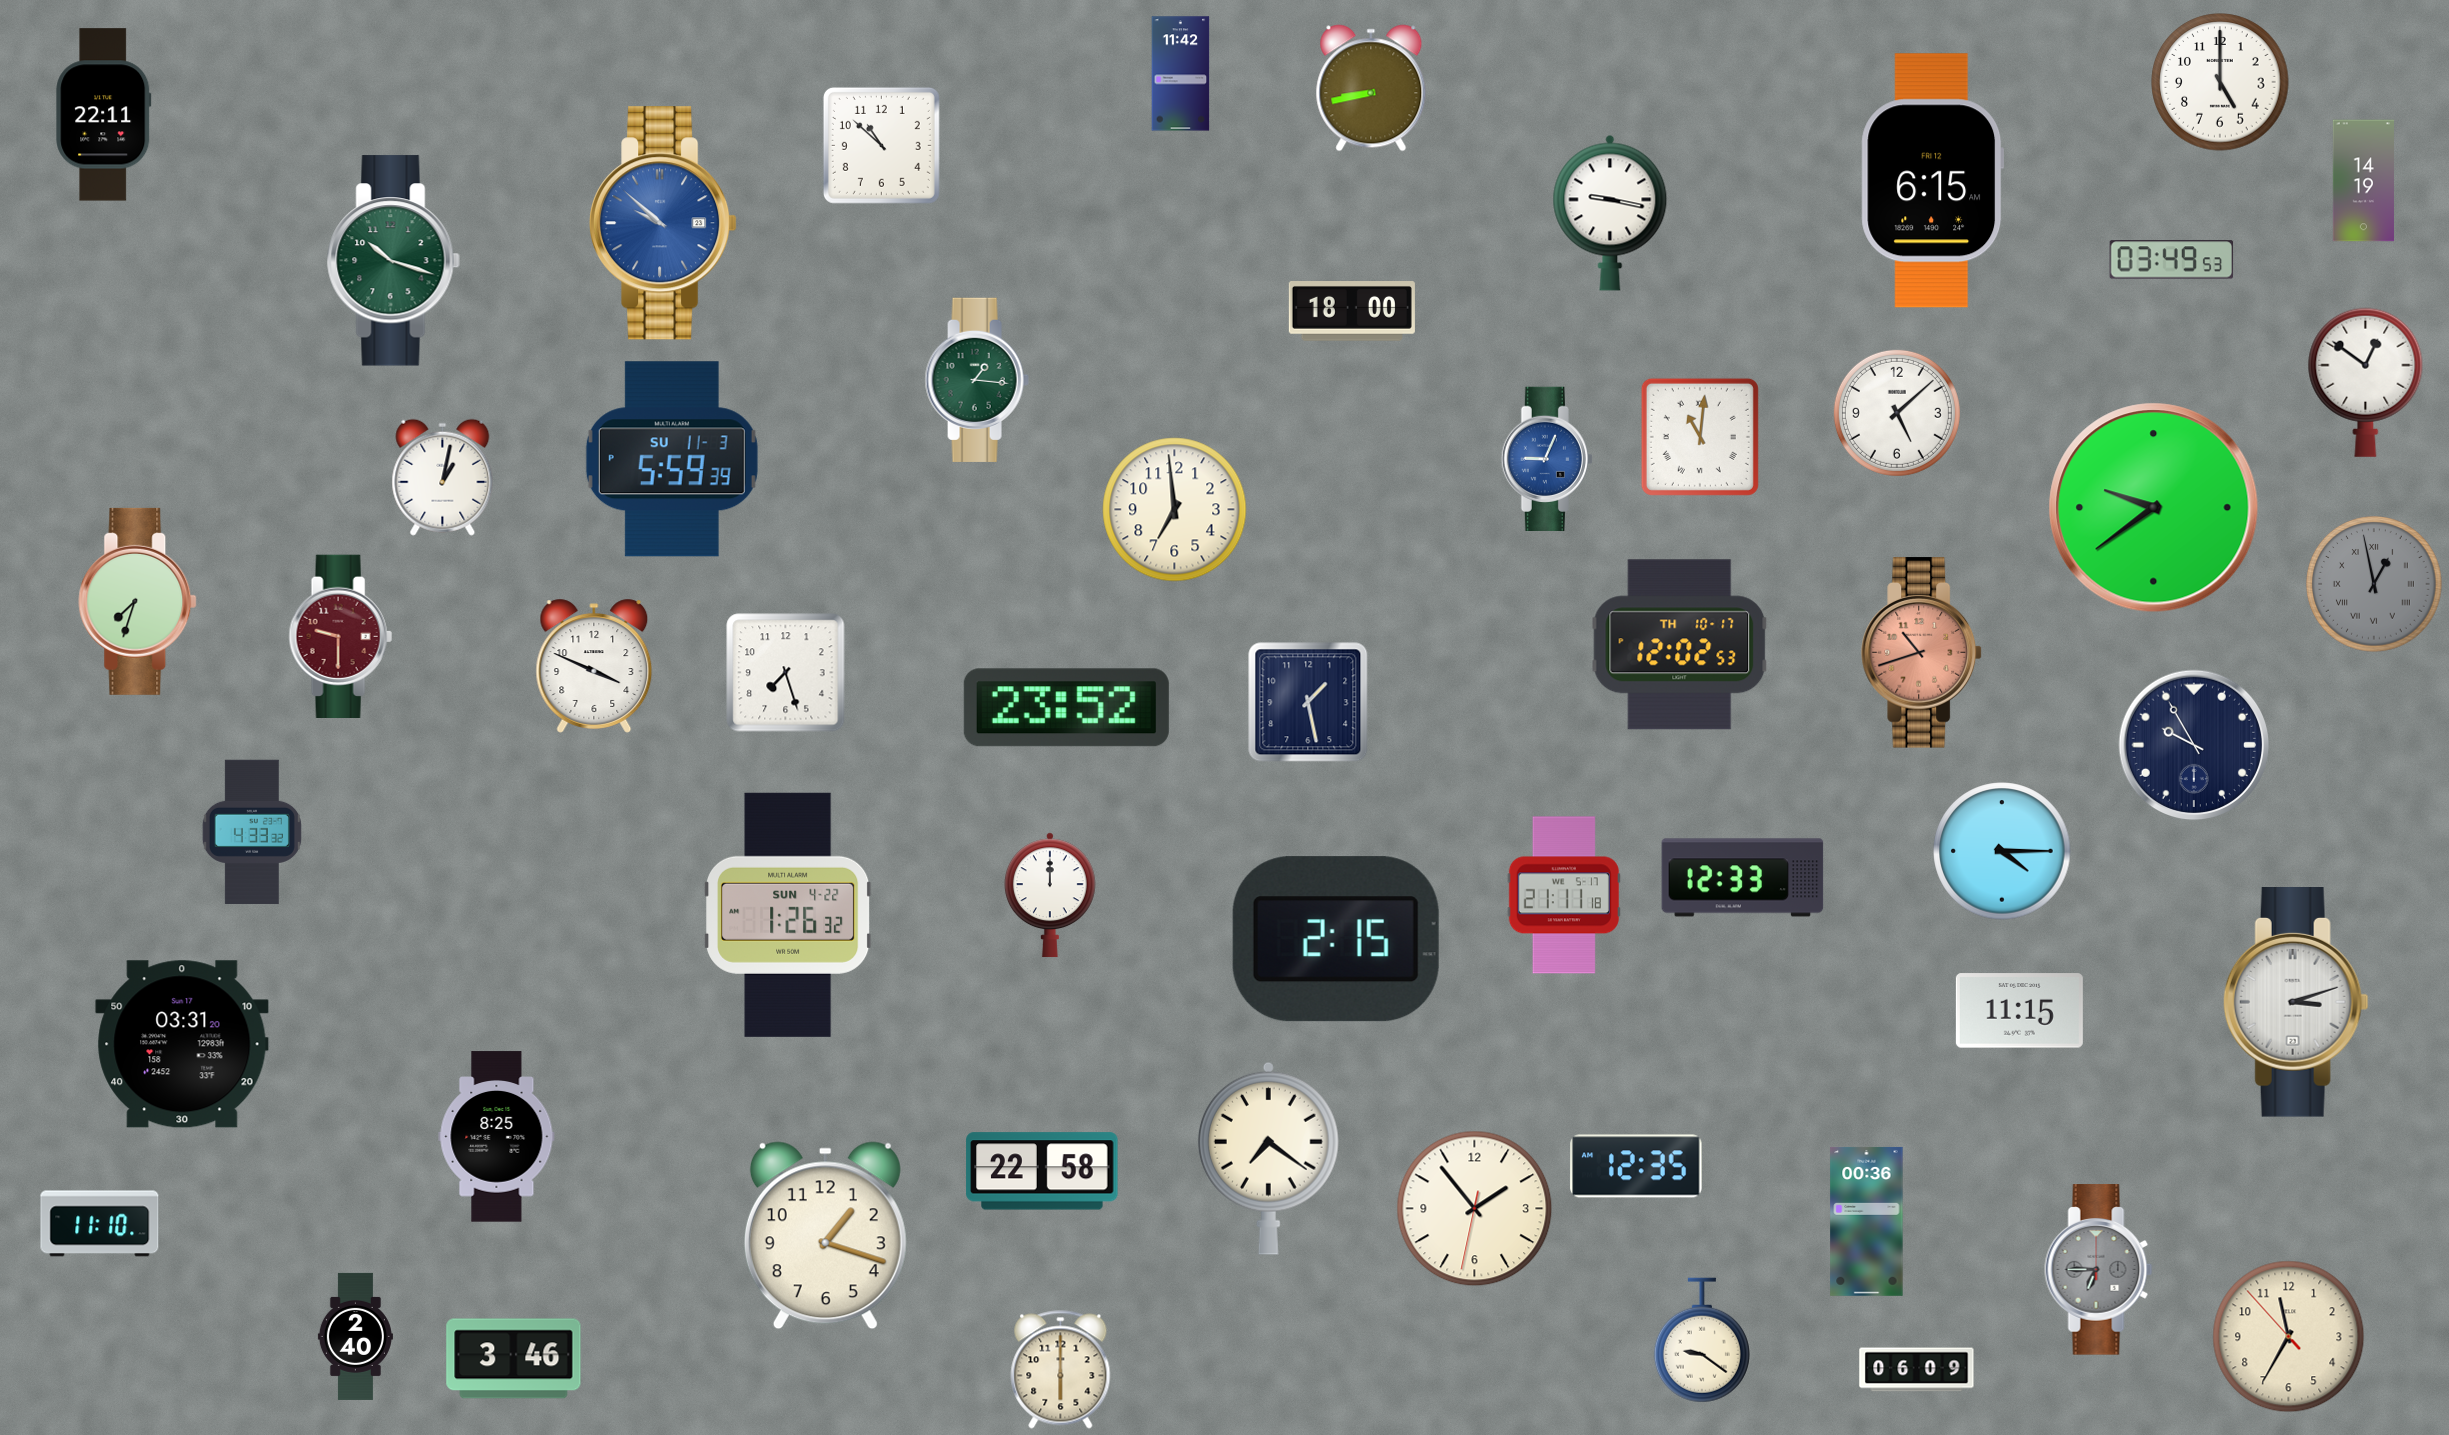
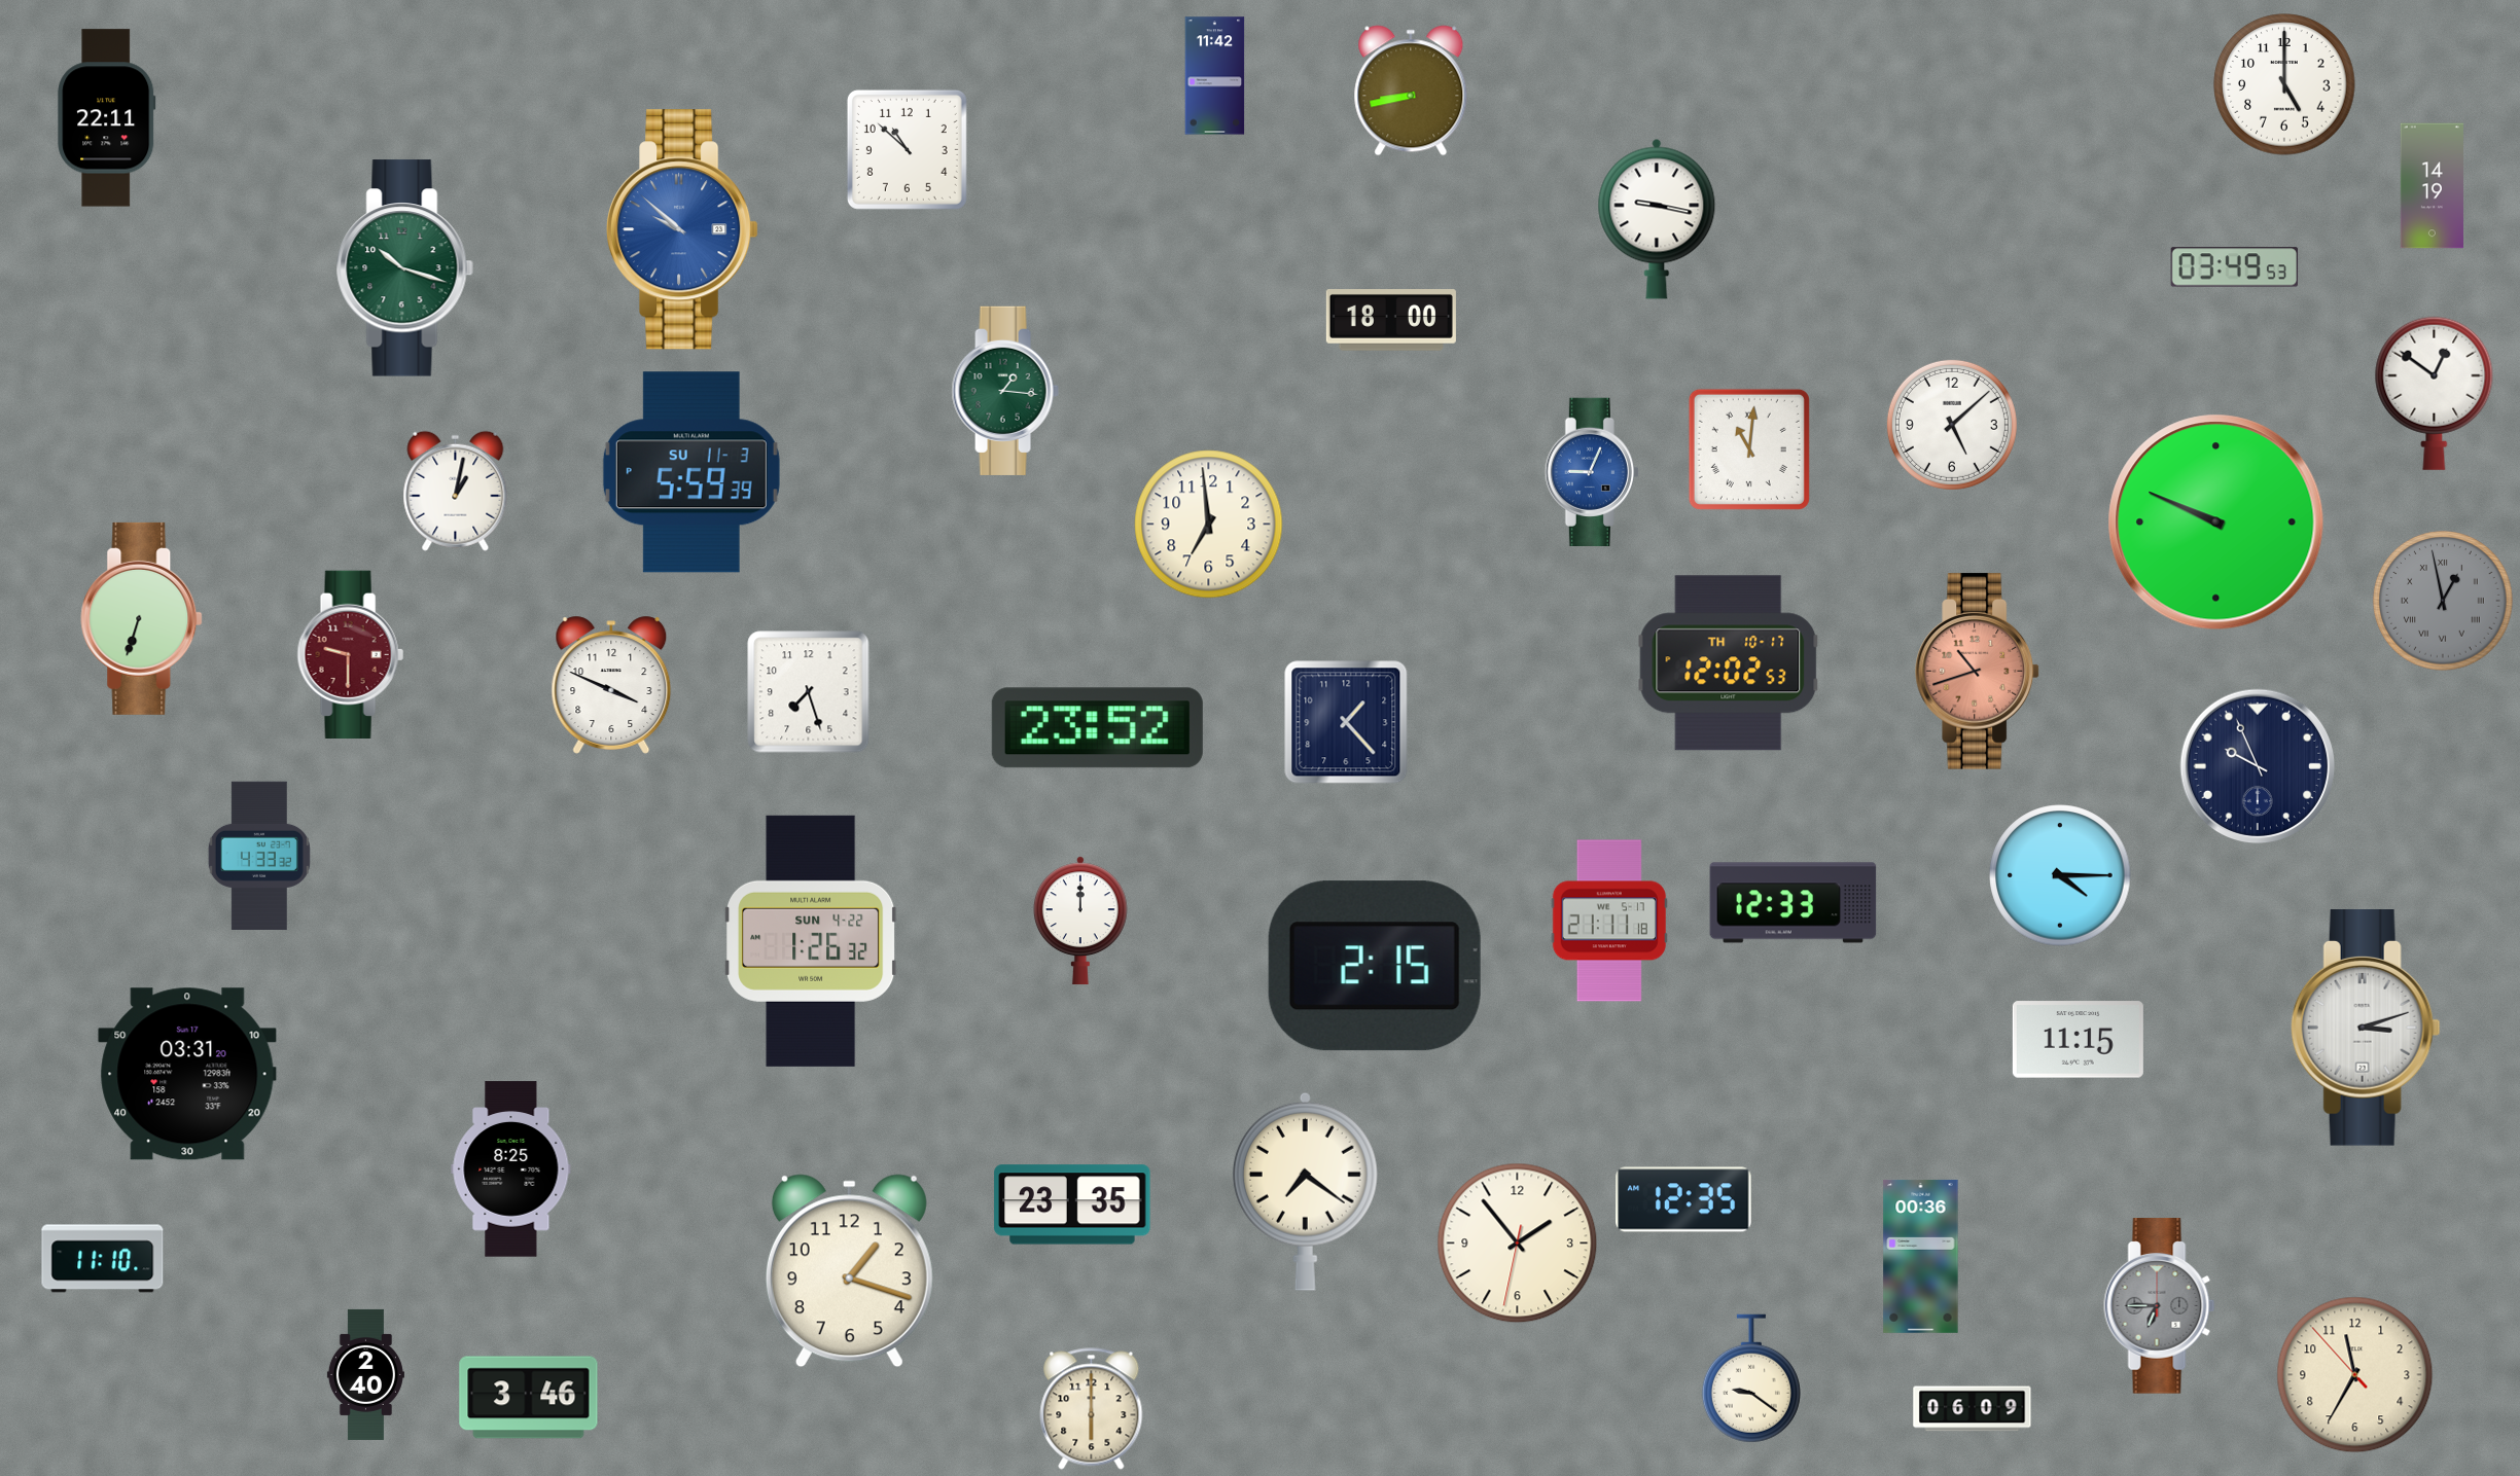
clock at (1933, 181): 6:15 -> none
clock at (2154, 508): 9:39 -> 9:49
clock at (138, 601): 7:33 -> 6:33
clock at (1308, 702): 1:28 -> 1:23
clock at (2194, 745): 9:55 -> 9:56
clock at (2296, 1003) position: (2296, 1003) -> (2366, 1029)
clock at (1042, 1171): 22:58 -> 23:35
